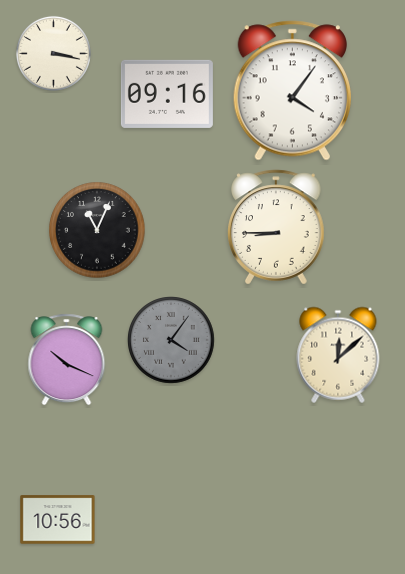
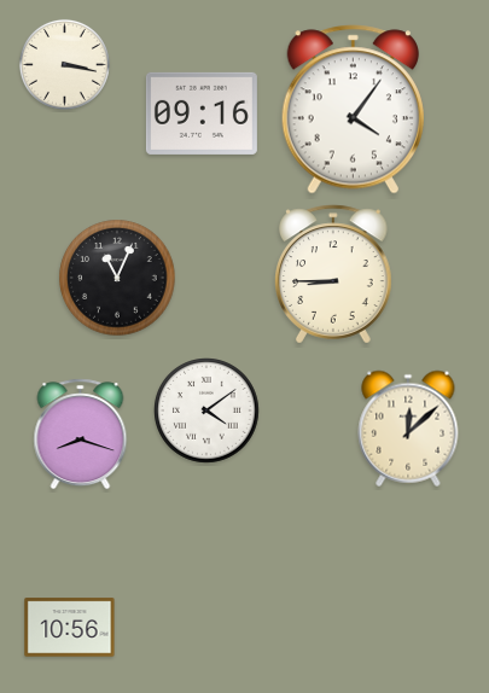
clock at (171, 340): 4:06 -> 4:09
clock at (171, 340) dial: grey -> white
clock at (67, 360): 10:19 -> 8:18
